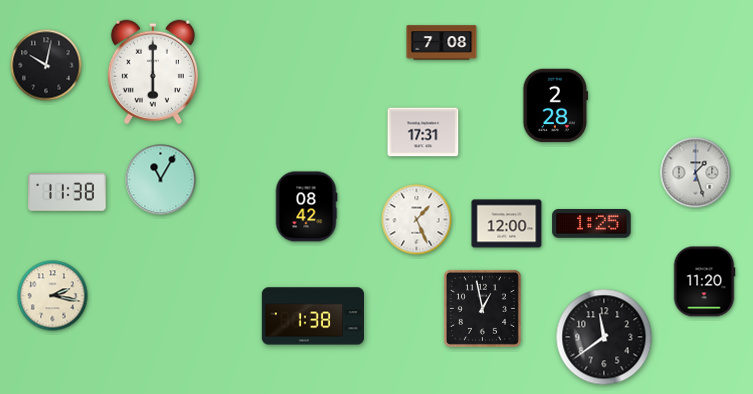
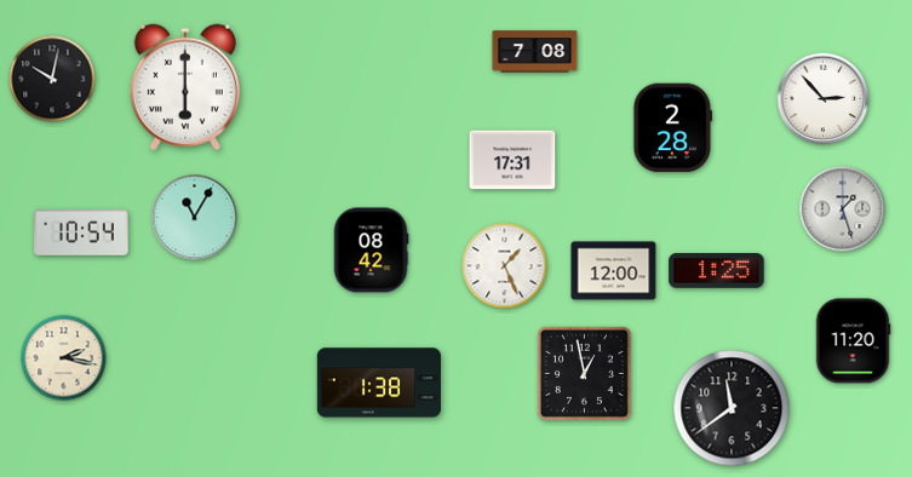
clock at (46, 65) position: (46, 65) -> (52, 79)
clock at (824, 99): none -> 2:53
clock at (67, 193): 11:38 -> 10:54
